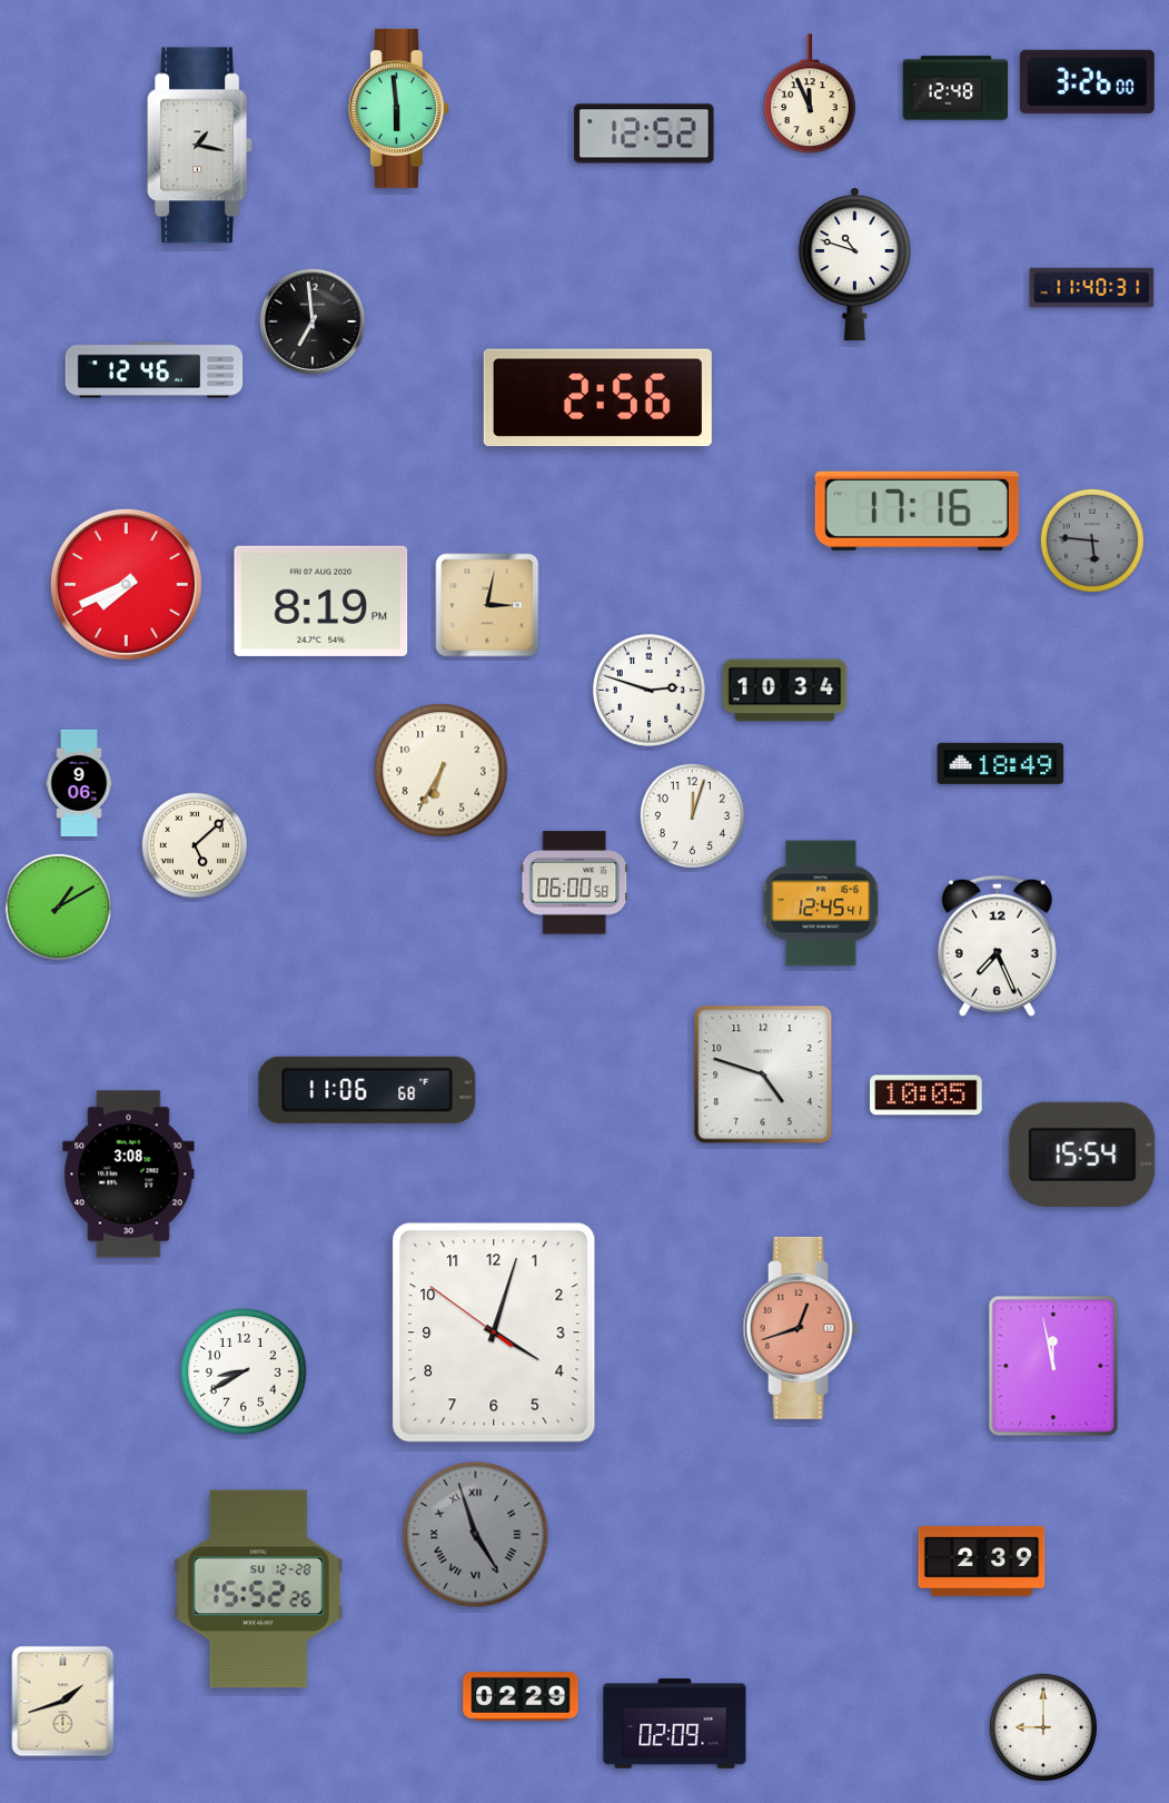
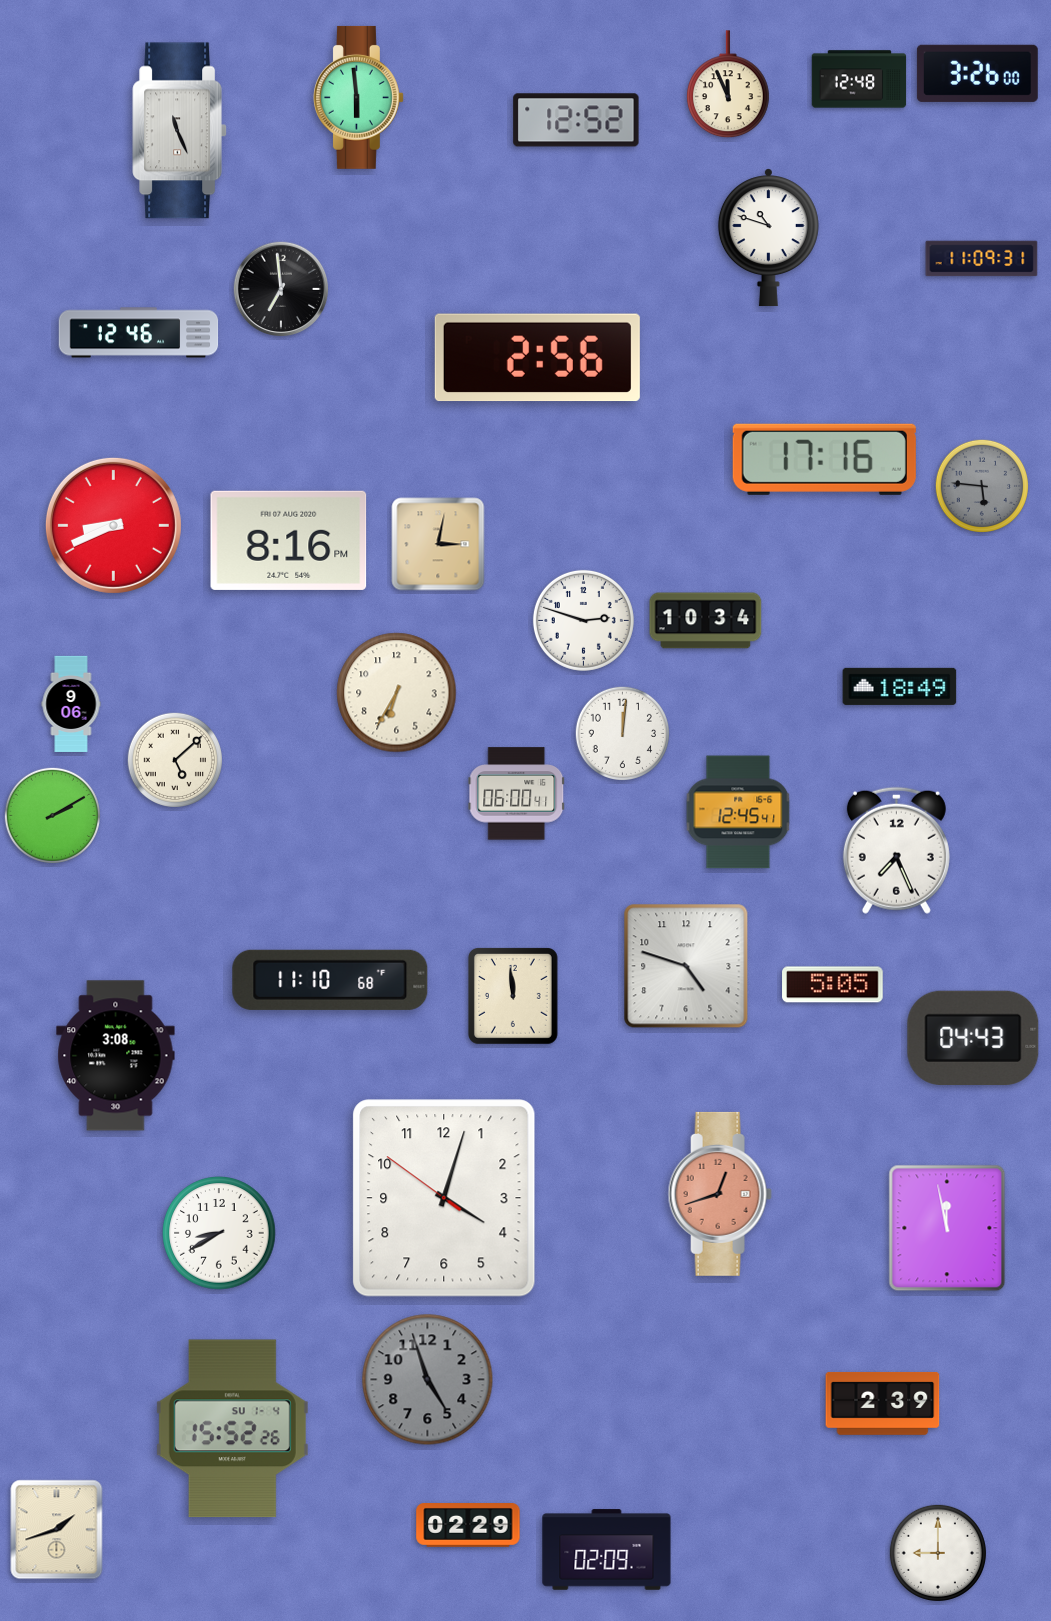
clock at (644, 133) position: (644, 133) -> (576, 120)
clock at (200, 146): 1:17 -> 11:26
clock at (1092, 288): 11:40 -> 11:09
clock at (126, 584): 7:41 -> 8:41
clock at (321, 601): 8:19 -> 8:16
clock at (692, 815): 12:03 -> 12:01
clock at (575, 883): 06:00:58 -> 06:00:41
clock at (58, 907): 1:10 -> 2:10
clock at (367, 1090): 11:06 -> 11:10
clock at (927, 1096): 10:05 -> 5:05
clock at (513, 997): none -> 11:59
clock at (1082, 1155): 15:54 -> 04:43
clock at (476, 1535) numerals: Roman -> Arabic
clock at (258, 1589) date: SU 12-28 -> SU 1-4
